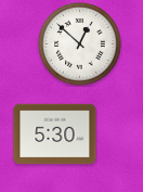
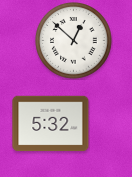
clock at (55, 135): 5:30 -> 5:32
